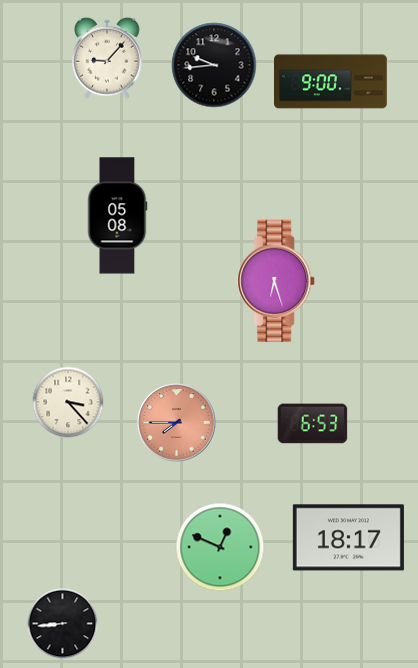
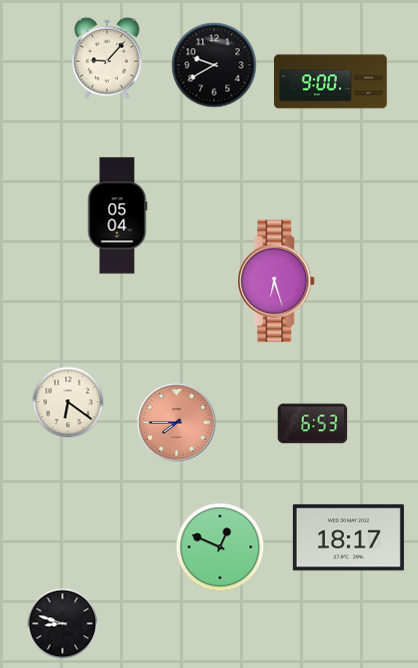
clock at (214, 65): 9:44 -> 9:40
clock at (117, 216): 05:08 -> 05:04
clock at (68, 402): 3:23 -> 6:21
clock at (63, 624): 8:44 -> 8:48
